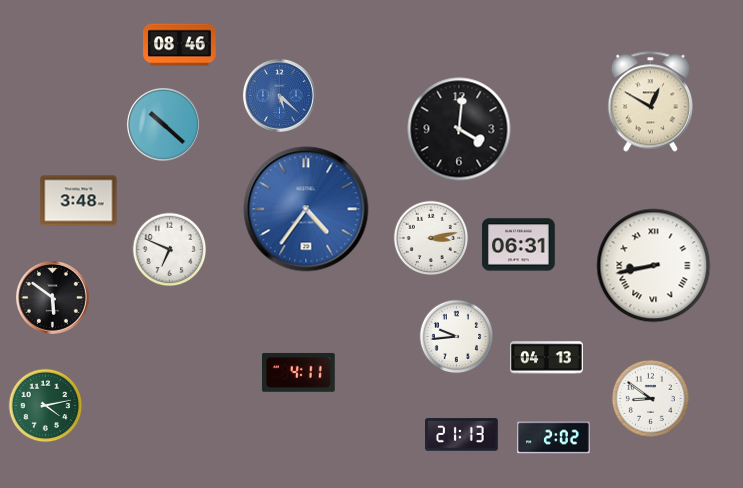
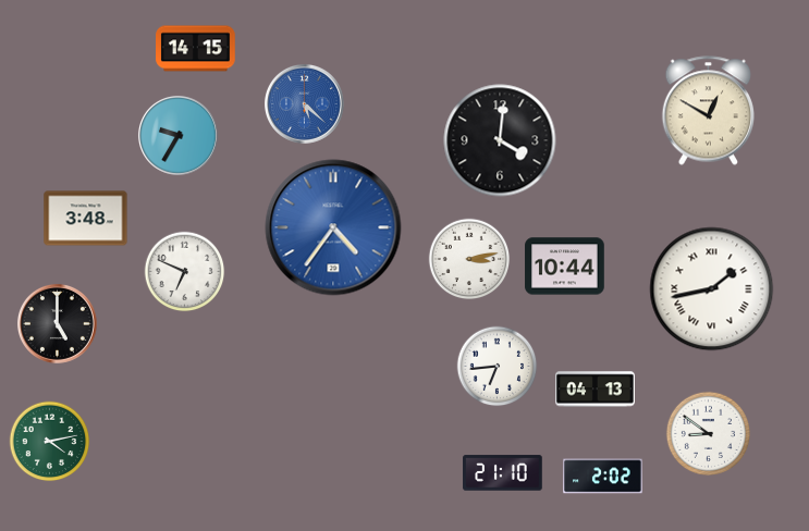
clock at (180, 45): 08:46 -> 14:15
clock at (163, 124): 10:22 -> 9:35
clock at (519, 245): 06:31 -> 10:44
clock at (654, 266): 8:43 -> 1:43
clock at (52, 297): 5:51 -> 5:00
clock at (457, 337): 9:44 -> 6:44
clock at (299, 372): 4:11 -> none
clock at (462, 435): 21:13 -> 21:10
